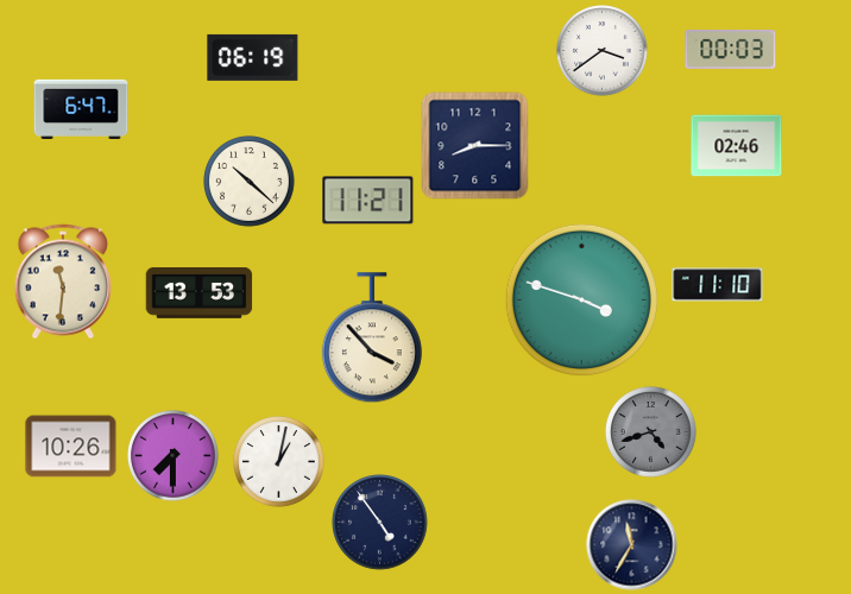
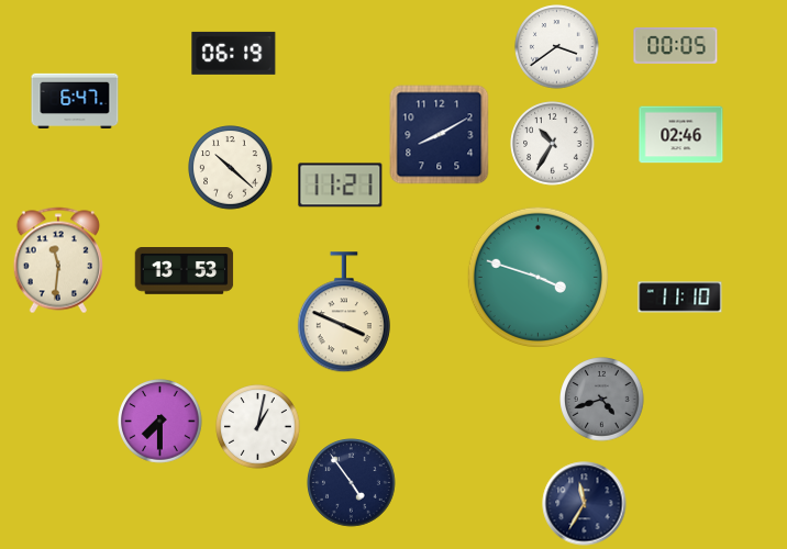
clock at (731, 49): 00:03 -> 00:05
clock at (475, 146): 8:15 -> 8:10
clock at (553, 144): none -> 10:35
clock at (718, 285) position: (718, 285) -> (680, 298)
clock at (372, 339): 3:53 -> 3:49
clock at (71, 447): 10:26 -> none
